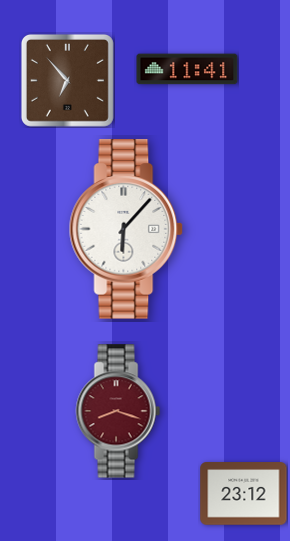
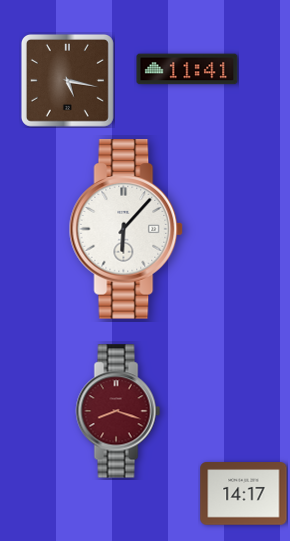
clock at (67, 80): 6:53 -> 5:17
clock at (244, 494): 23:12 -> 14:17
